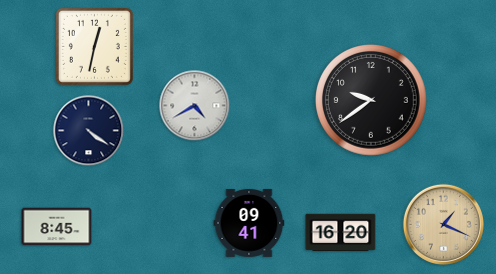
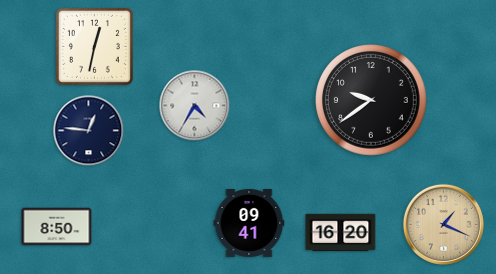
clock at (195, 106): 4:40 -> 4:35
clock at (89, 131): 4:21 -> 12:46
clock at (57, 227): 8:45 -> 8:50
